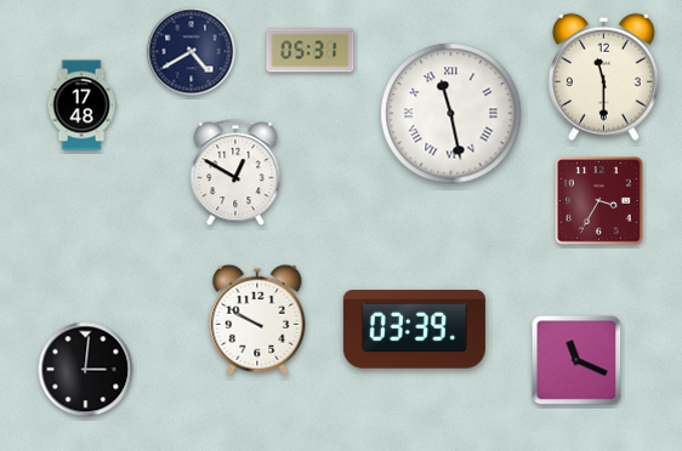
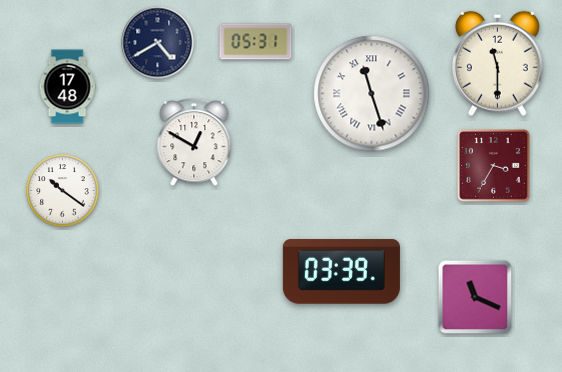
clock at (451, 114): 11:28 -> 11:27
clock at (63, 191): none -> 10:21
clock at (257, 320): 9:50 -> none
clock at (86, 370): 3:01 -> none
